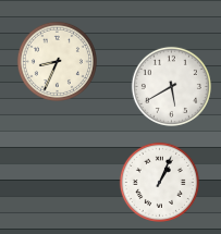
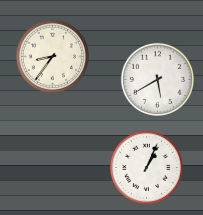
clock at (57, 61): 8:34 -> 8:36
